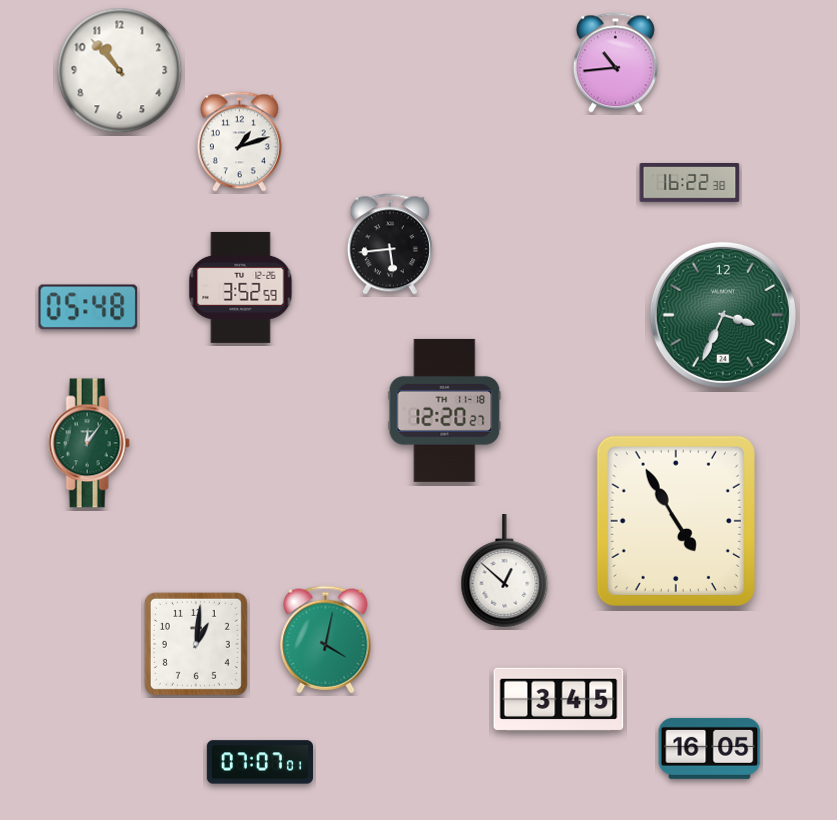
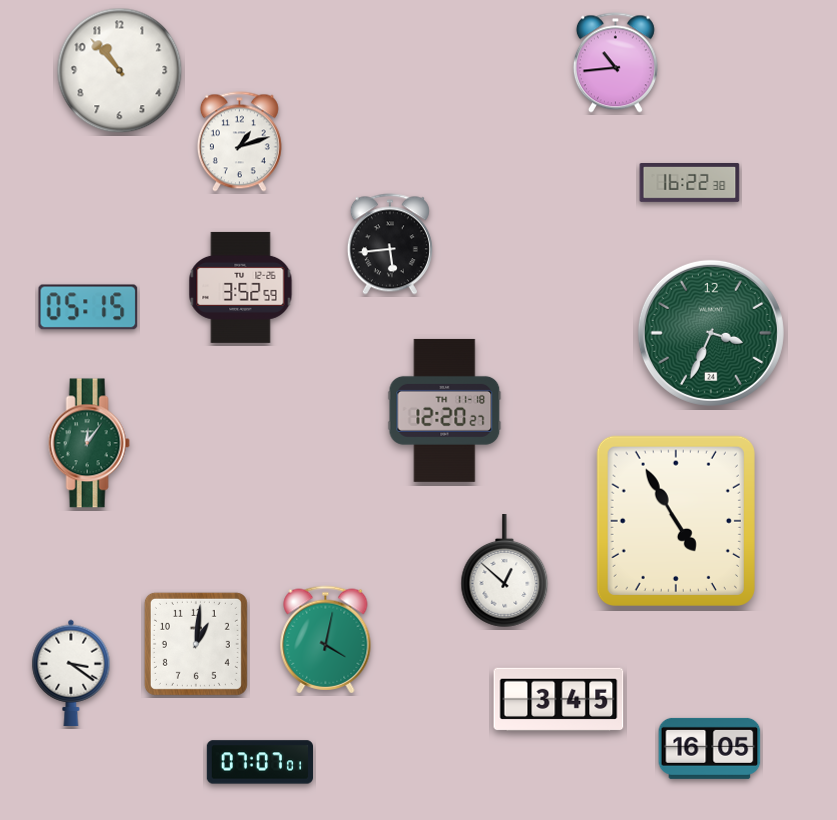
clock at (88, 307): 05:48 -> 05:15
clock at (723, 315) position: (723, 315) -> (711, 333)
clock at (71, 672): none -> 3:21
